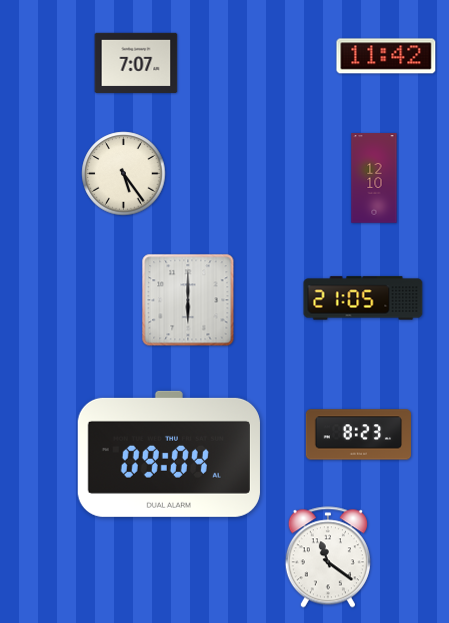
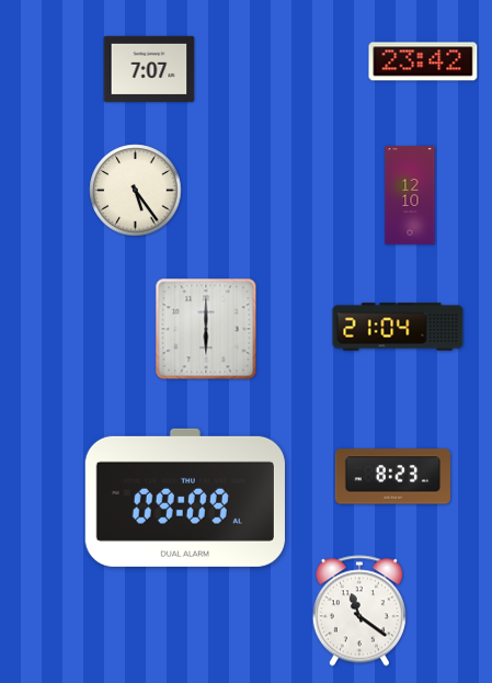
clock at (386, 56): 11:42 -> 23:42
clock at (363, 298): 21:05 -> 21:04
clock at (169, 454): 09:04 -> 09:09
